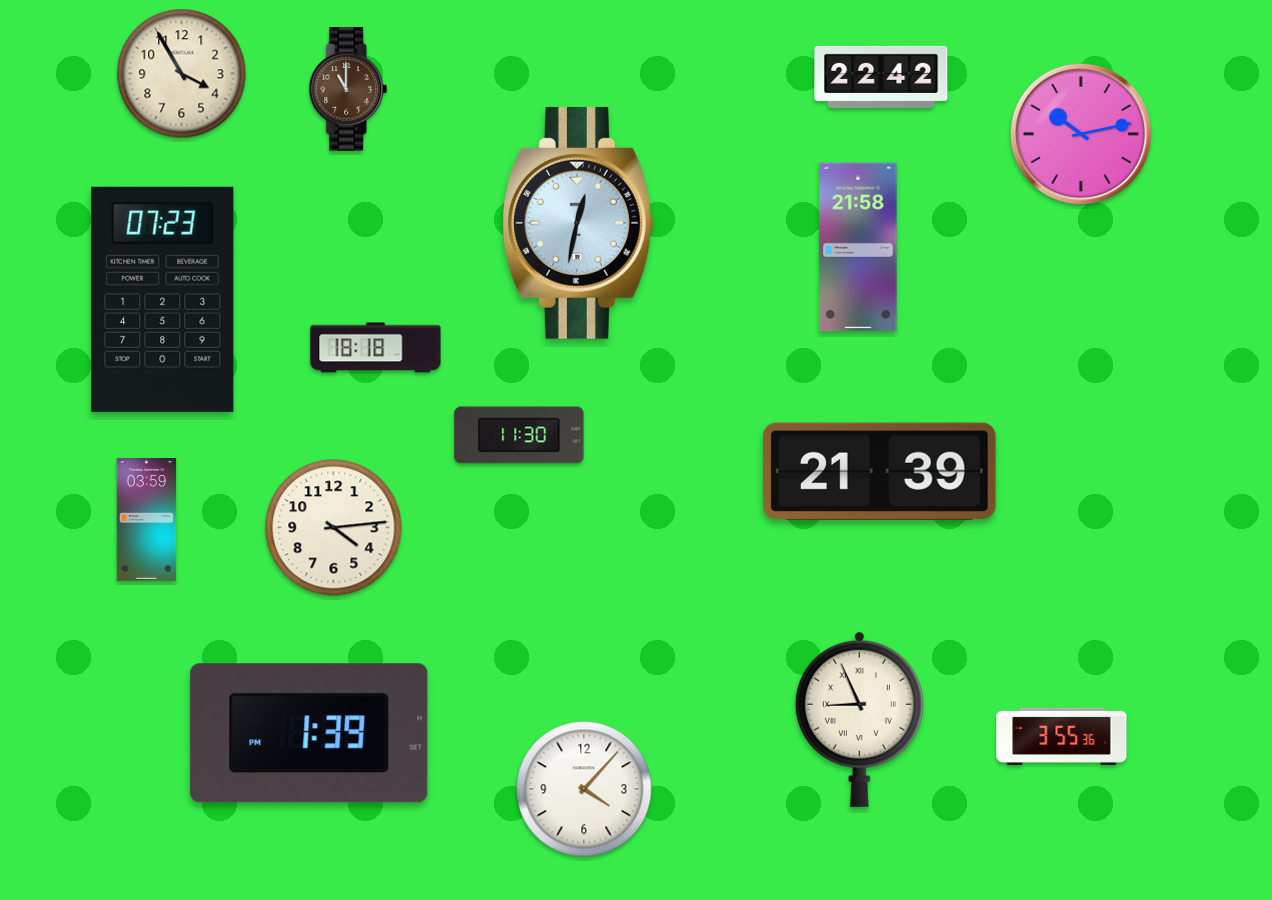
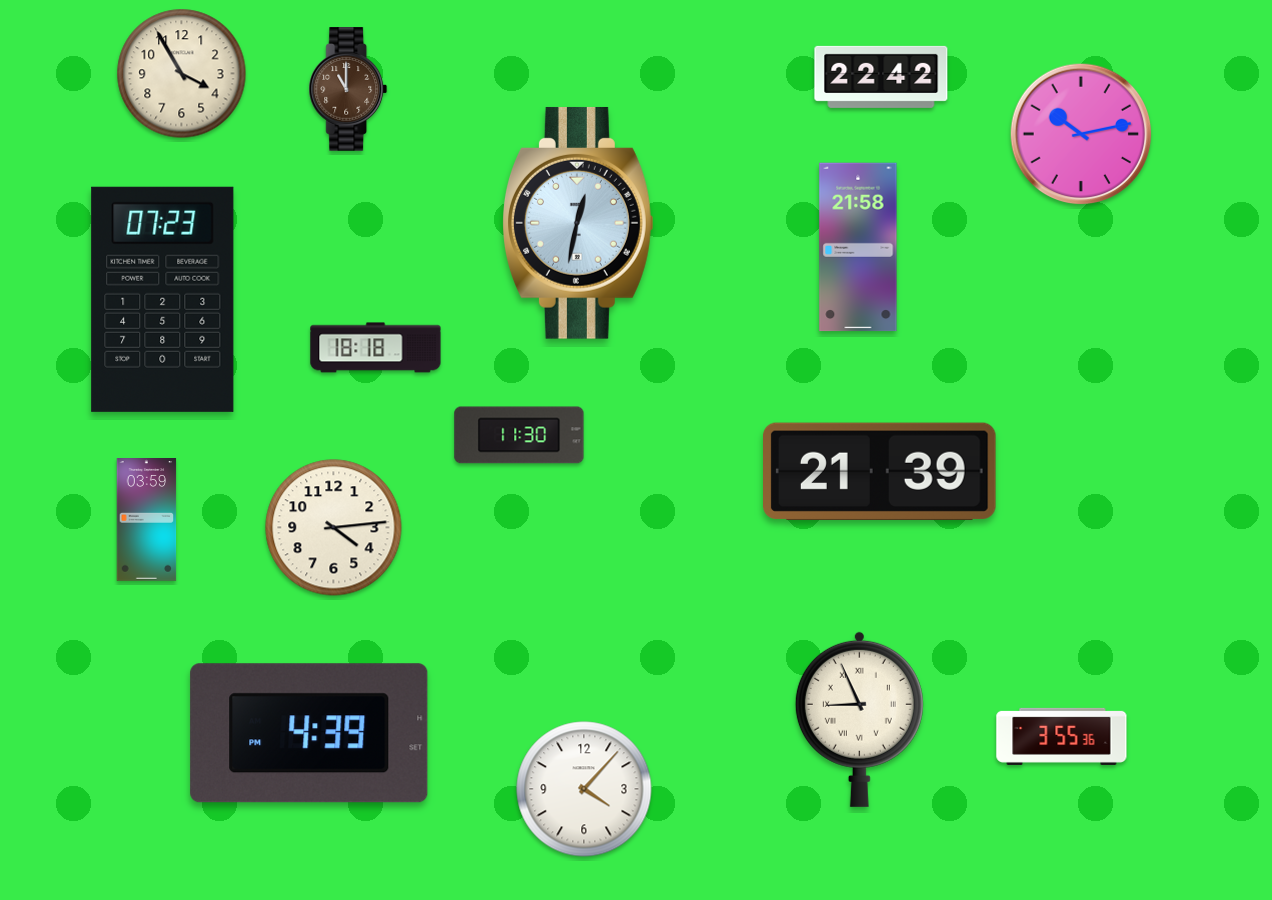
clock at (309, 733): 1:39 -> 4:39
